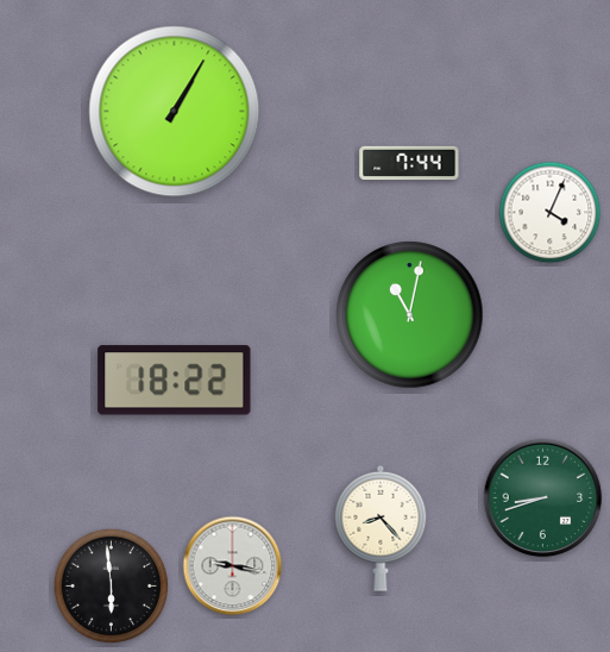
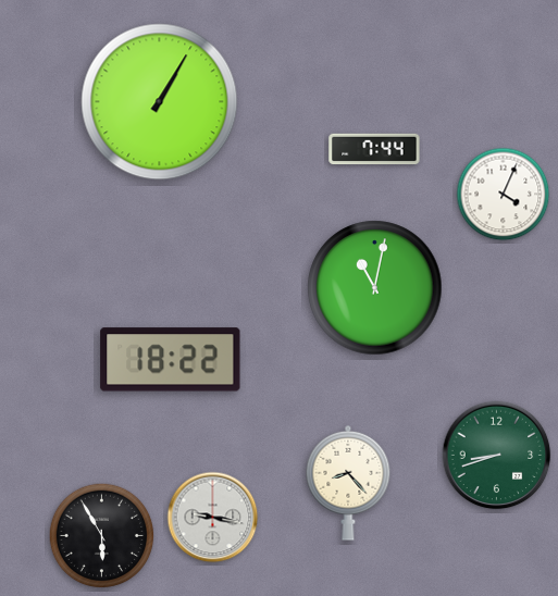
clock at (175, 381) position: (175, 381) -> (171, 360)
clock at (112, 587): 5:59 -> 5:55
